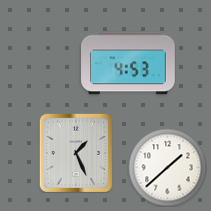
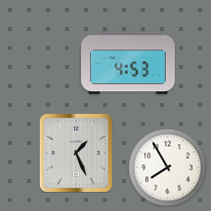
clock at (167, 167): 1:38 -> 7:55
